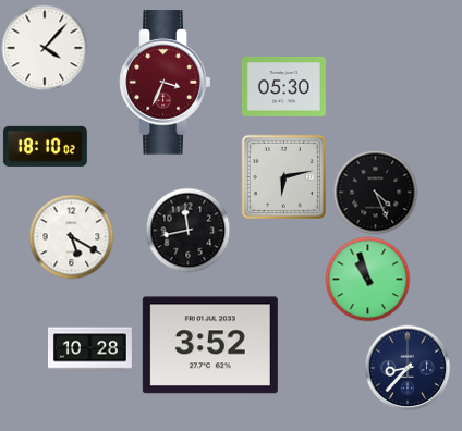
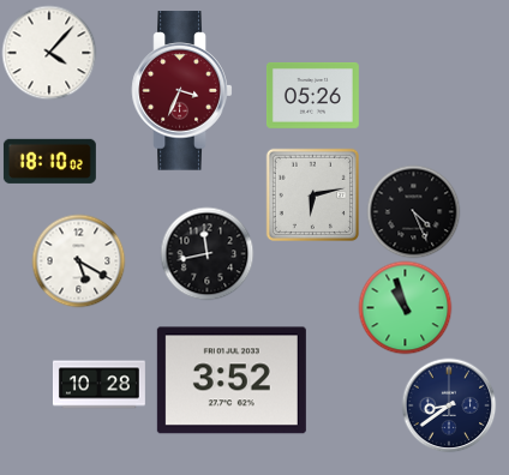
clock at (283, 87): 05:30 -> 05:26
clock at (408, 368): 8:37 -> 8:39
